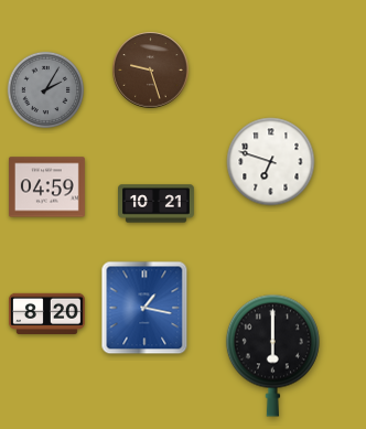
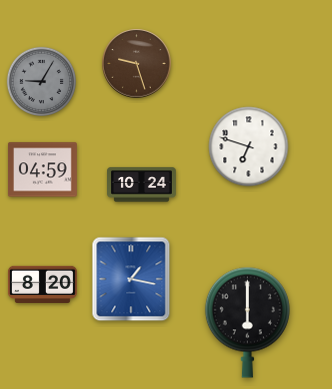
clock at (46, 90): 2:05 -> 9:05
clock at (271, 162) position: (271, 162) -> (249, 147)
clock at (157, 204): 10:21 -> 10:24
